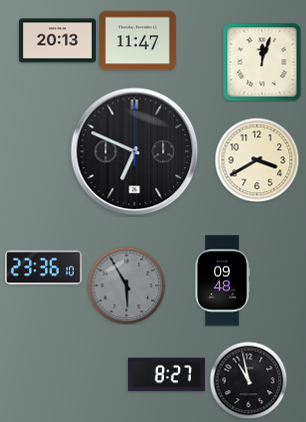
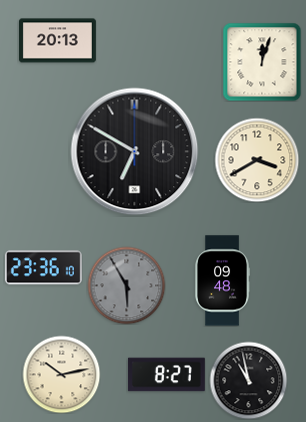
clock at (137, 41): 11:47 -> none
clock at (135, 152): 6:49 -> 6:50
clock at (61, 374): none -> 10:13
